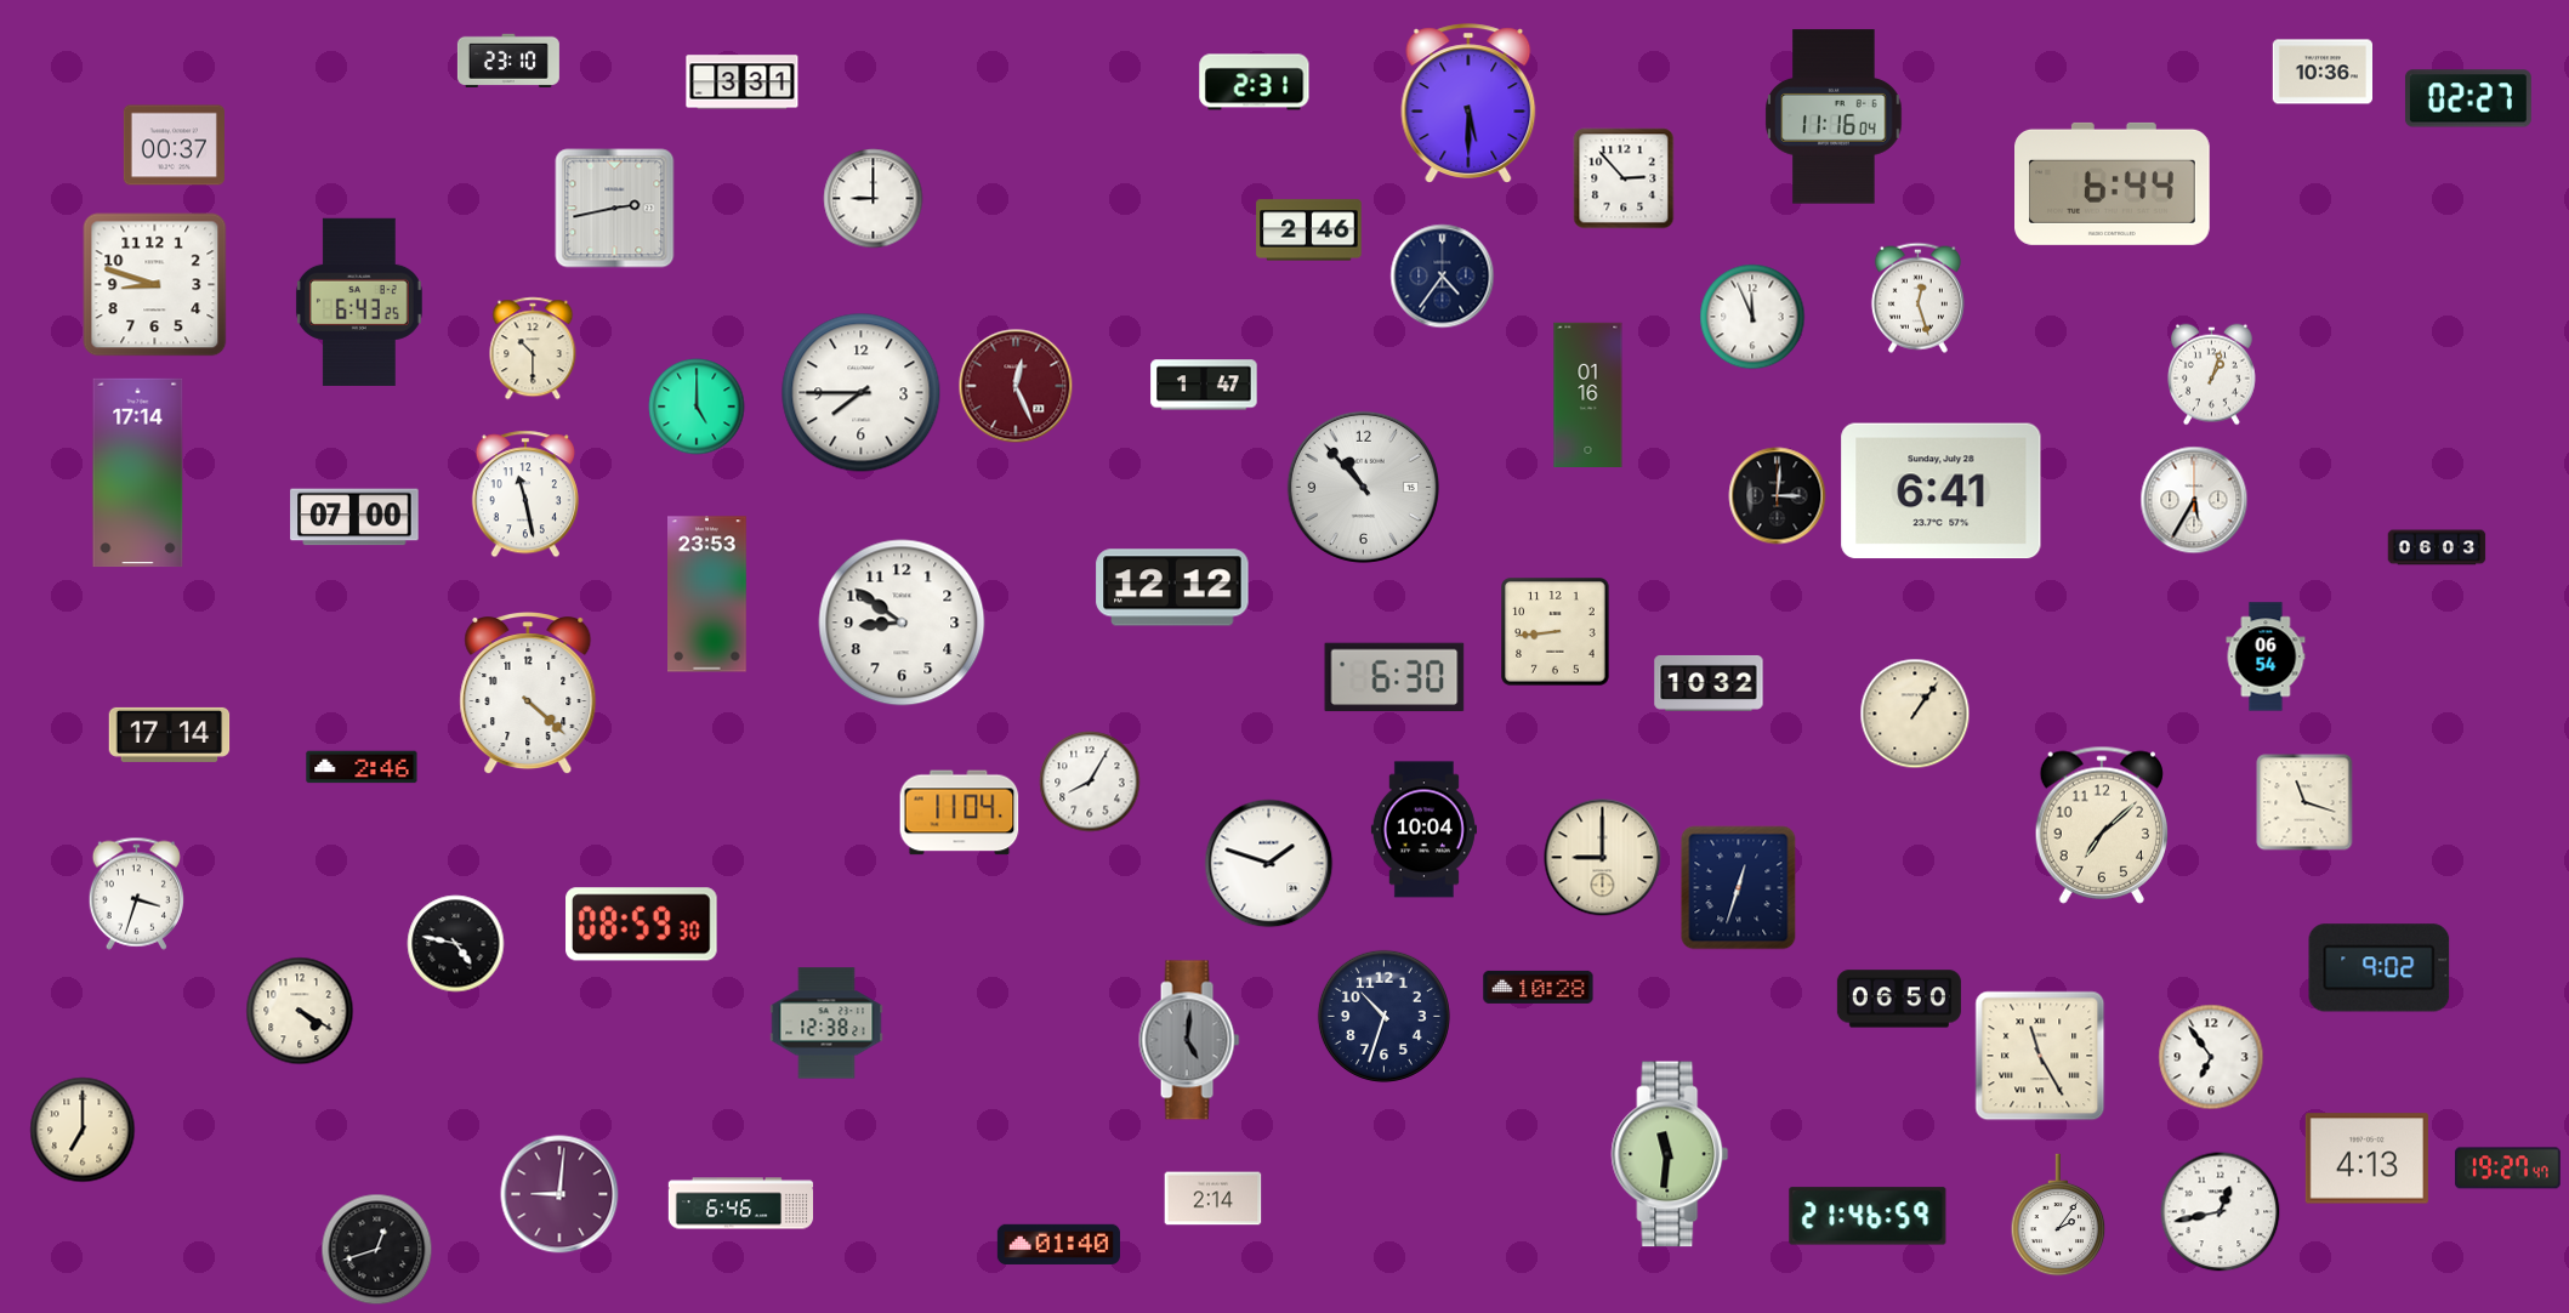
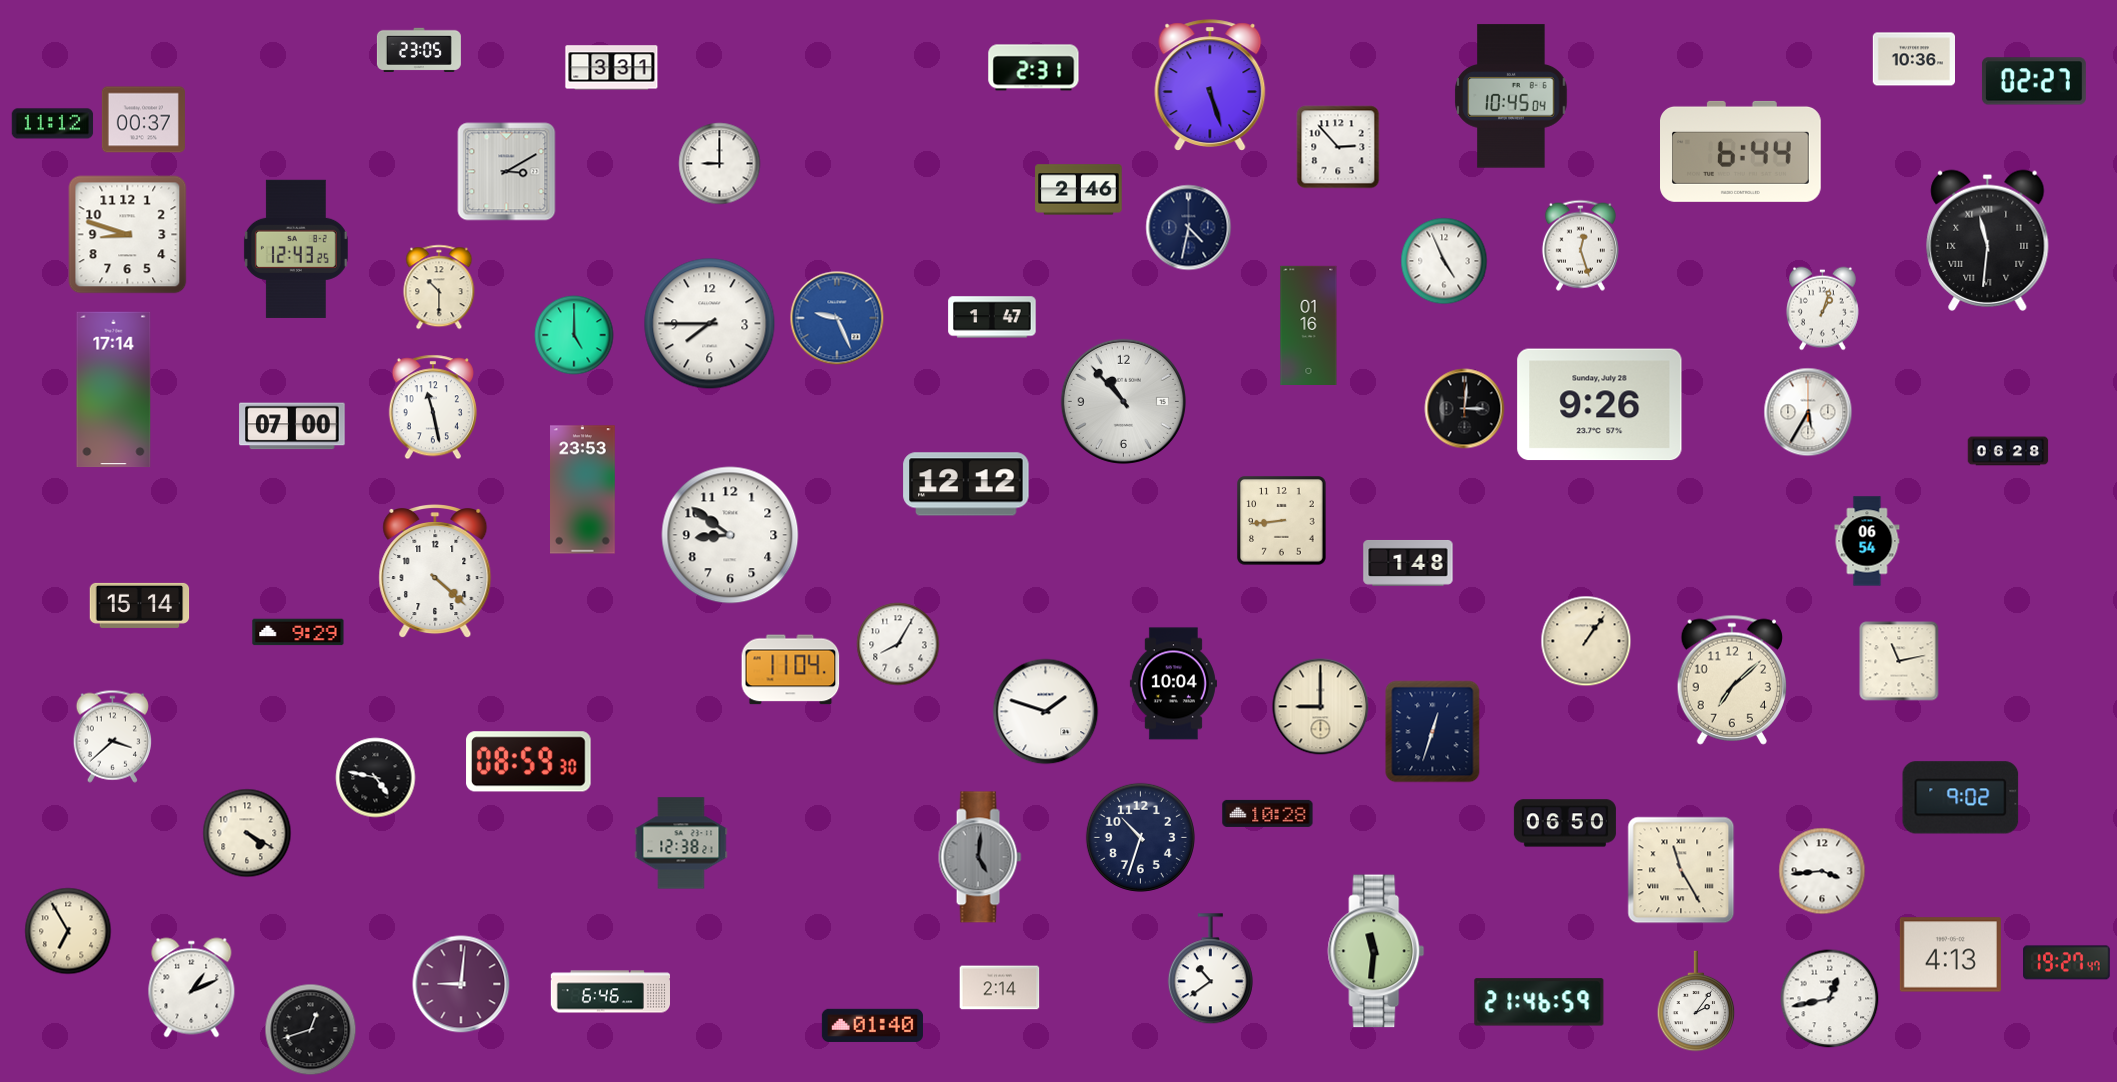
clock at (508, 61): 23:10 -> 23:05
clock at (1468, 103): 5:30 -> 5:27
clock at (1834, 116): 11:16 -> 10:45
clock at (53, 124): none -> 11:12
clock at (615, 209): 2:43 -> 3:10
clock at (1443, 277): 4:36 -> 4:32
clock at (1988, 240): none -> 11:31
clock at (359, 302): 6:43 -> 12:43
clock at (1752, 317): 11:56 -> 4:56
clock at (1016, 386): 12:26 -> 9:26
clock at (1016, 386) dial: burgundy -> blue
clock at (1942, 491): 6:41 -> 9:26
clock at (2437, 547): 06:03 -> 06:28
clock at (902, 623) position: (902, 623) -> (730, 535)
clock at (1394, 677): 6:30 -> none
clock at (1709, 683): 10:32 -> 1:48
clock at (1915, 714) position: (1915, 714) -> (1586, 641)
clock at (170, 734): 17:14 -> 15:14
clock at (362, 767): 2:46 -> 9:29
clock at (2304, 802): 11:18 -> 11:13
clock at (136, 893): 3:33 -> 3:38
clock at (2211, 1057): 6:54 -> 3:44
clock at (83, 1130): 7:00 -> 6:55
clock at (1210, 969): none -> 10:39
clock at (192, 988): none -> 1:11
